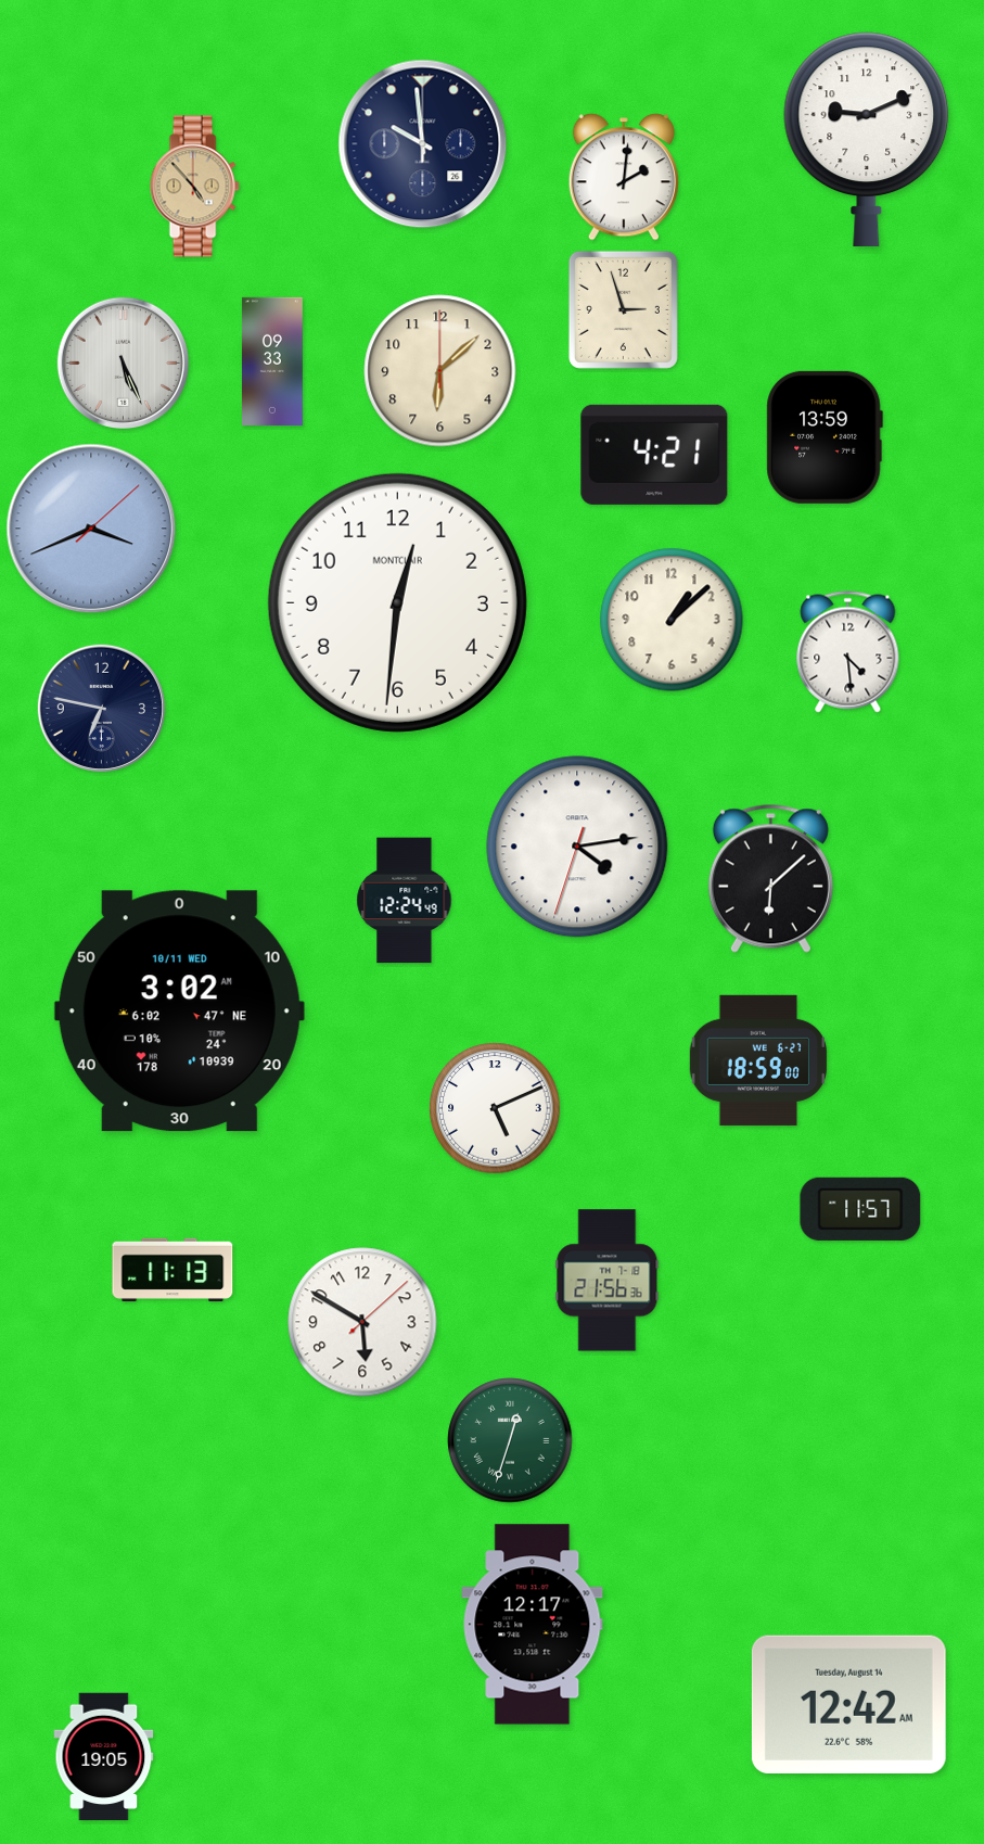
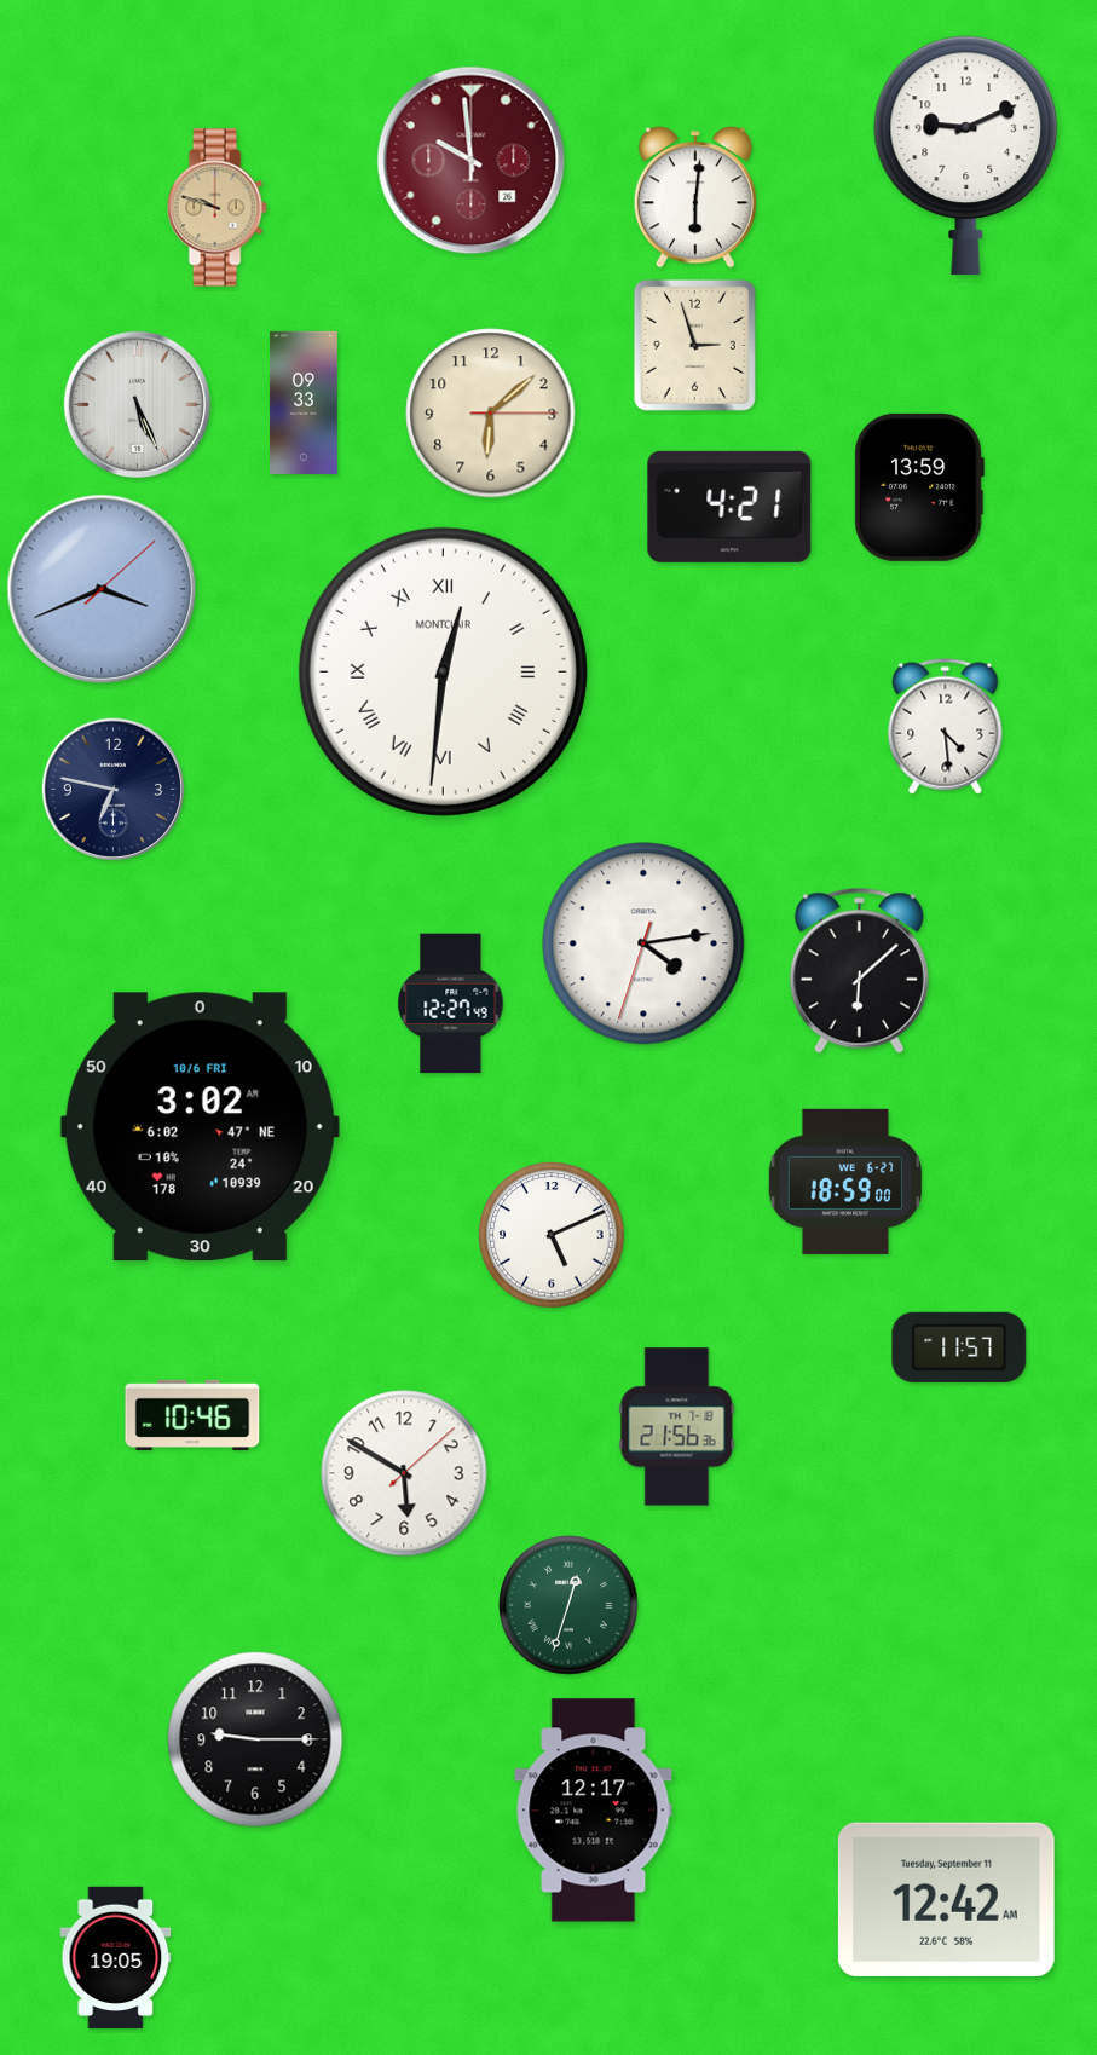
clock at (423, 144) dial: navy -> burgundy
clock at (624, 177): 2:01 -> 6:01
clock at (194, 187): 4:53 -> 9:48
clock at (440, 371): 6:08:00 -> 6:08:15
clock at (397, 602) numerals: Arabic -> Roman
clock at (672, 620): 1:08 -> none
clock at (770, 878) position: (770, 878) -> (859, 970)
clock at (405, 901): 12:24 -> 12:27
clock at (179, 1012) date: 10/11 WED -> 10/6 FRI
clock at (172, 1270): 11:13 -> 10:46
clock at (255, 1739): none -> 9:15
clock at (848, 1704) date: Tuesday, August 14 -> Tuesday, September 11
